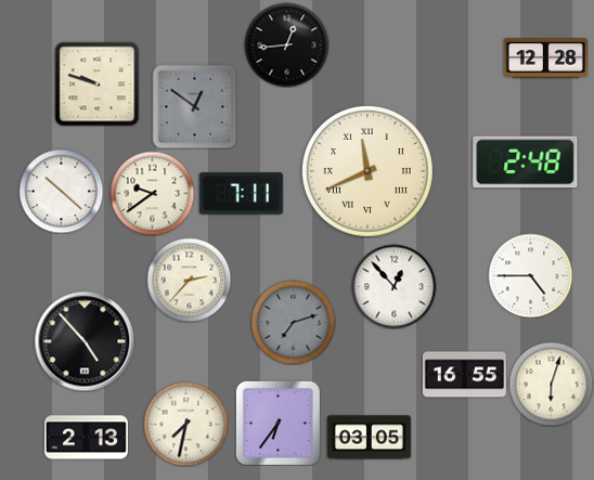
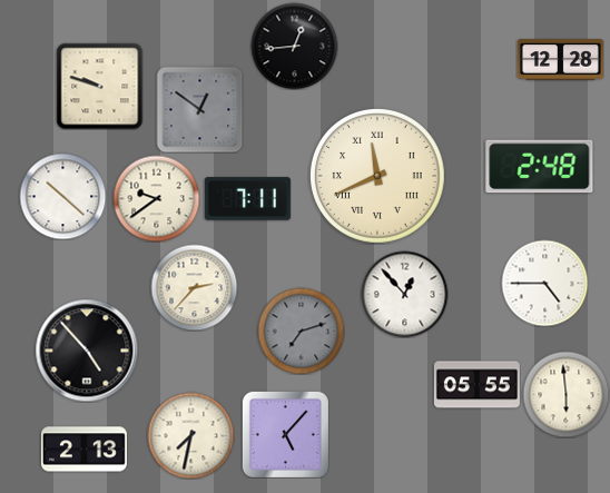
clock at (464, 375): 16:55 -> 05:55
clock at (551, 384): 6:03 -> 5:59
clock at (277, 423): 6:36 -> 5:07
clock at (86, 438) position: (86, 438) -> (83, 450)
clock at (369, 438): 03:05 -> none
